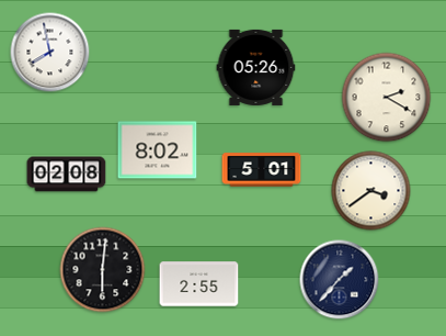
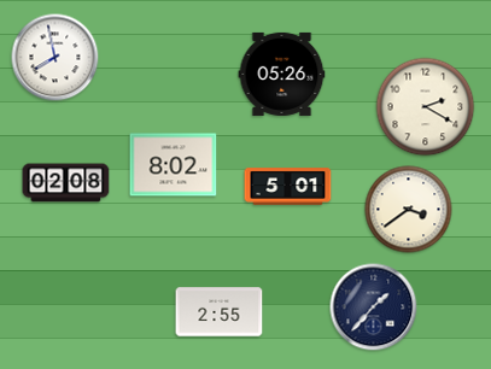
clock at (67, 175) position: (67, 175) -> (66, 183)
clock at (103, 270): 6:01 -> none
